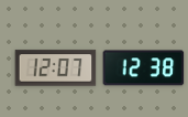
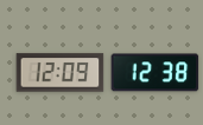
clock at (56, 68): 12:07 -> 12:09
